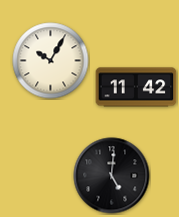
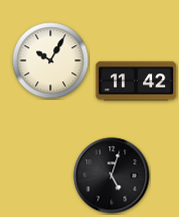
clock at (136, 87) position: (136, 87) -> (136, 81)
clock at (112, 176): 5:01 -> 5:03
